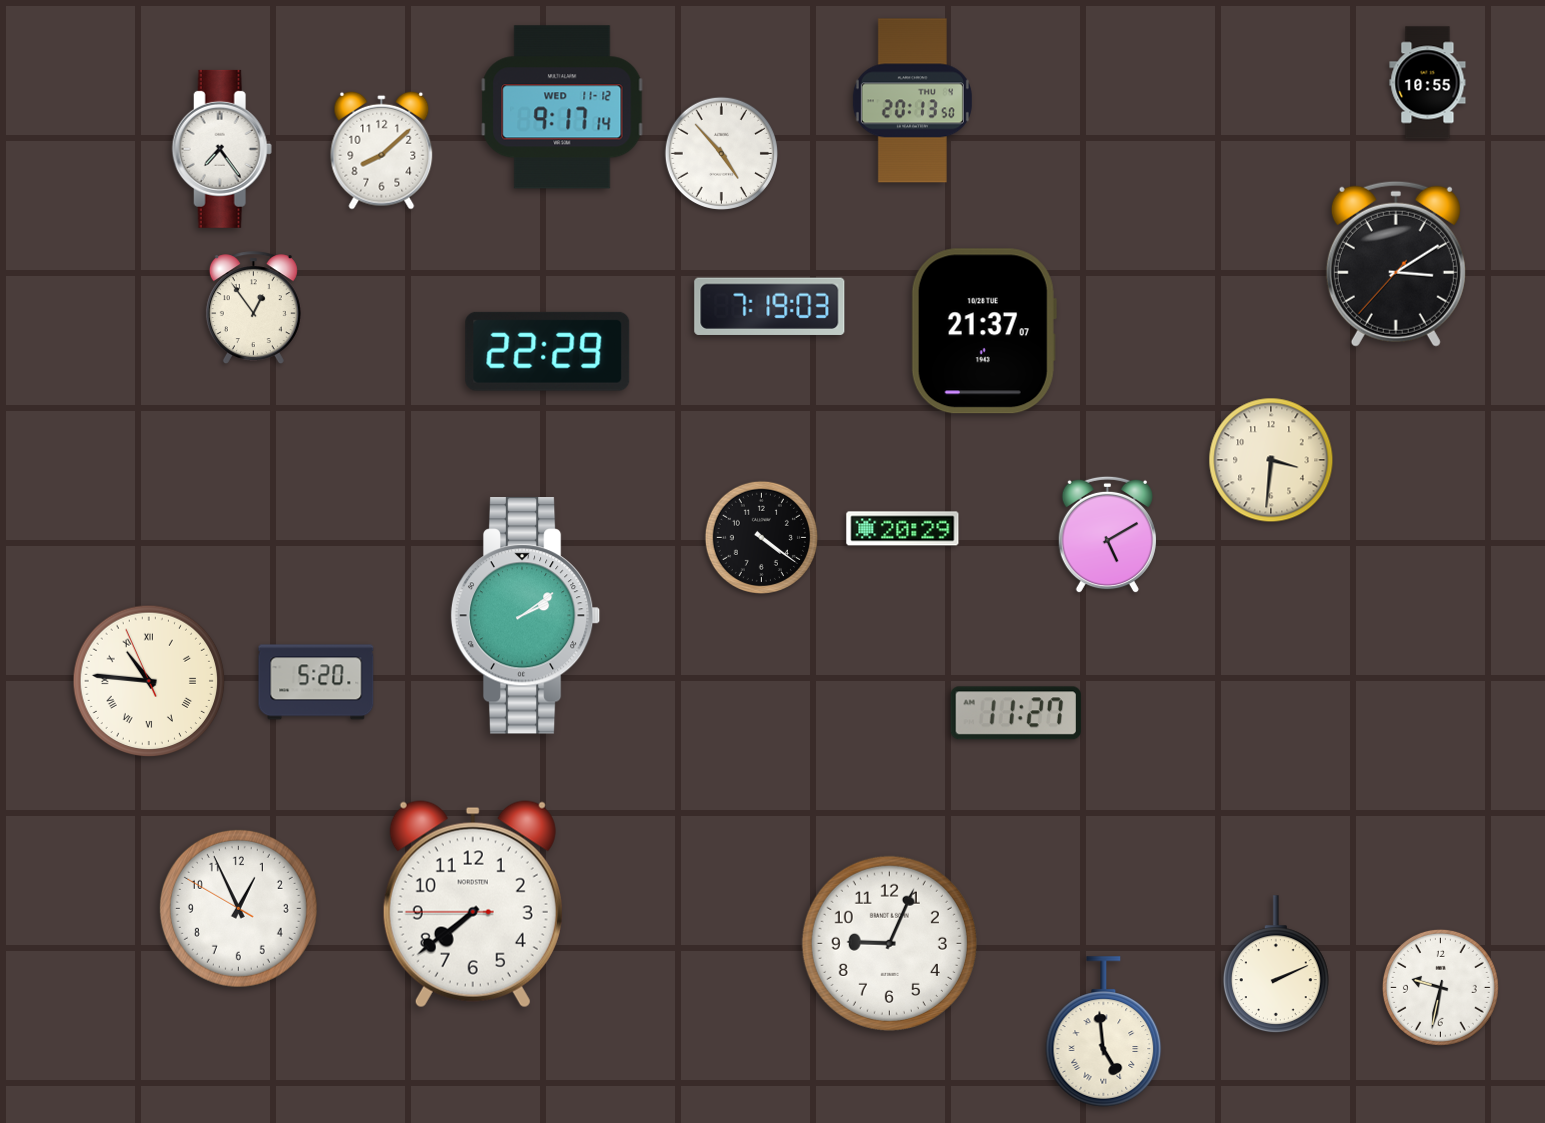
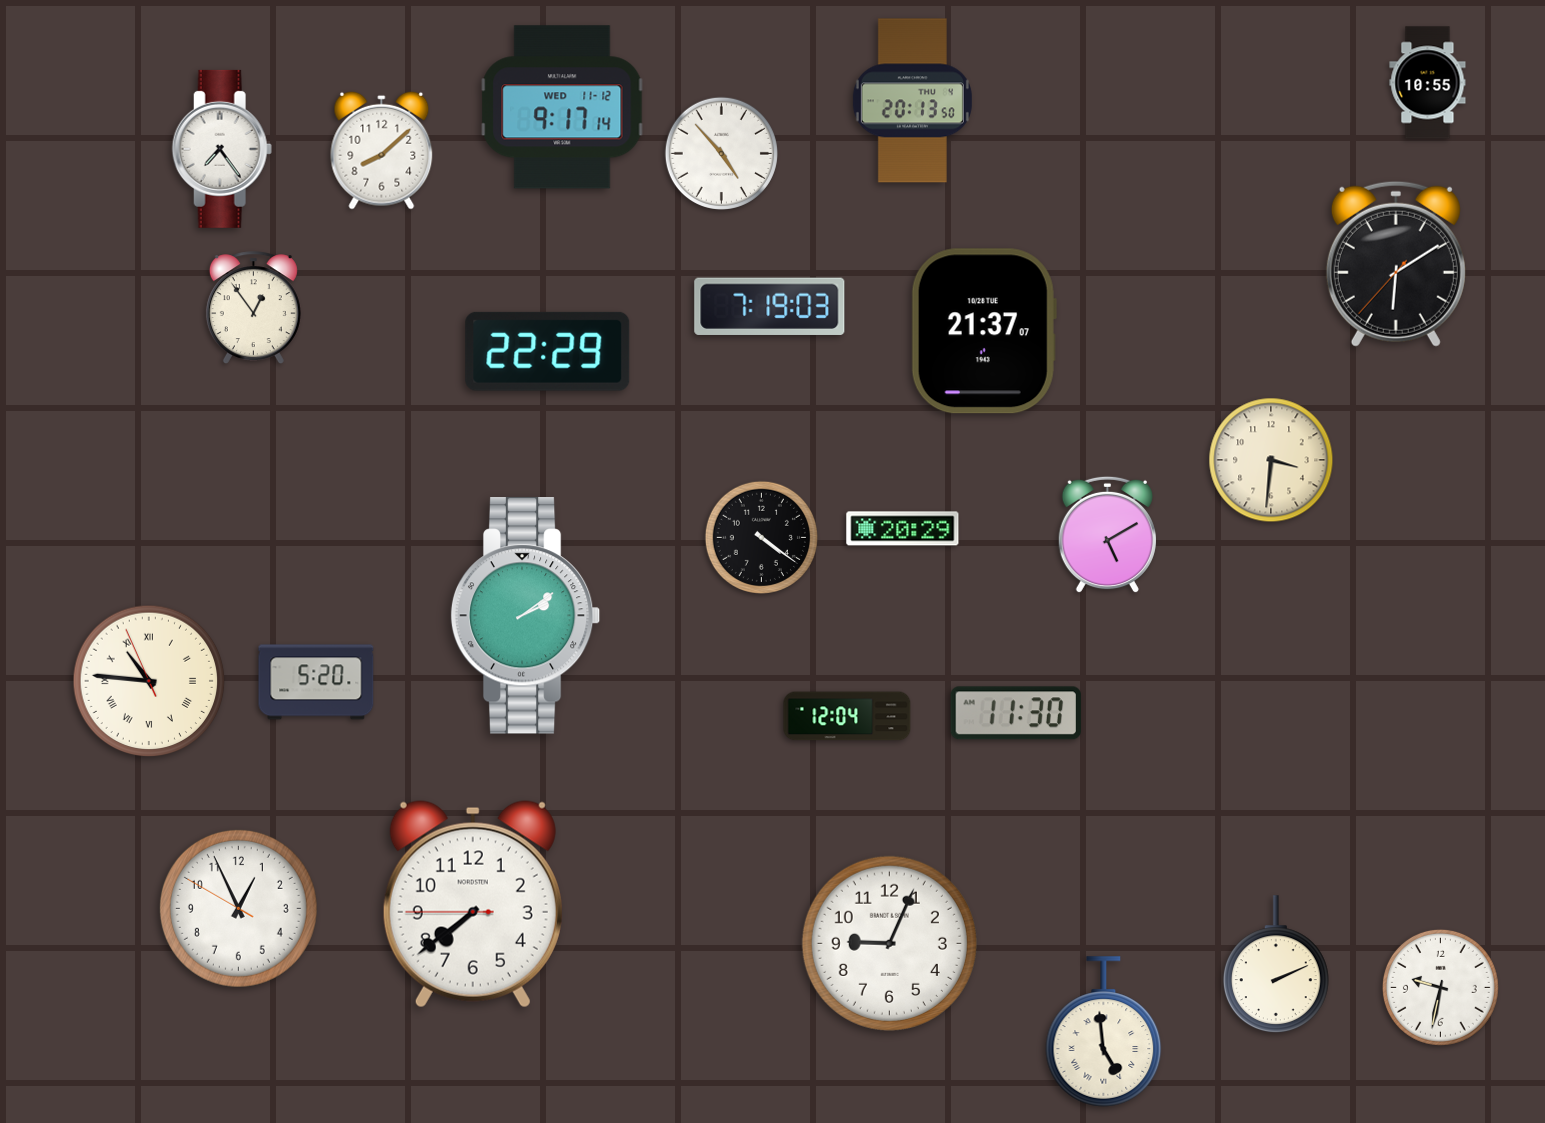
clock at (1396, 264): 3:09 -> 6:09
clock at (1016, 713): 11:27 -> 11:30
clock at (847, 716): none -> 12:04
